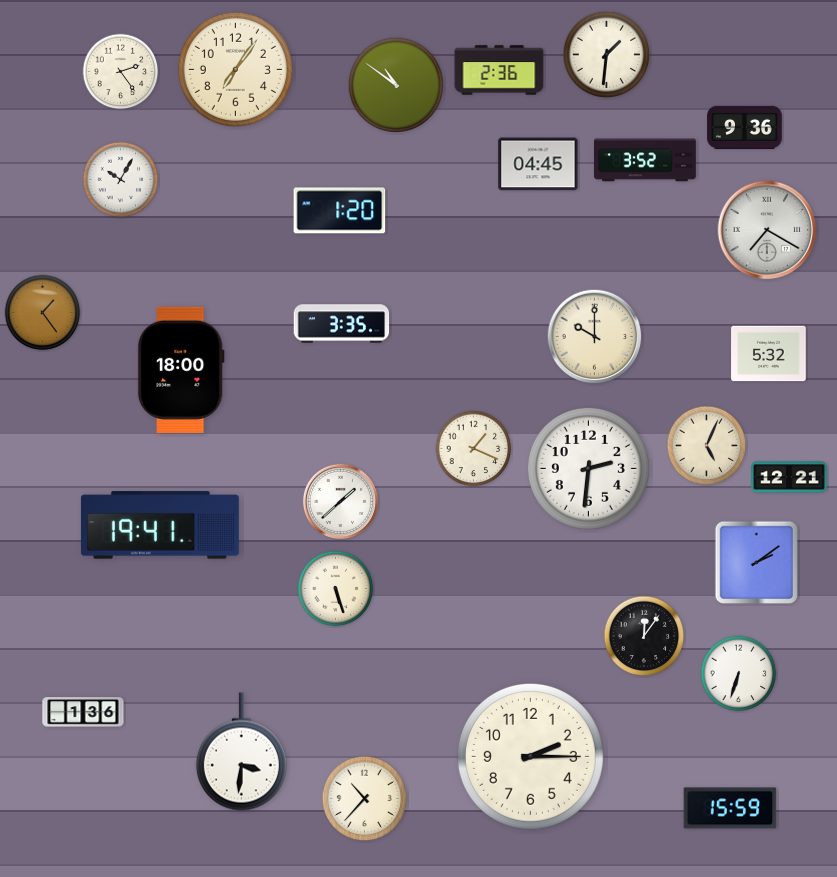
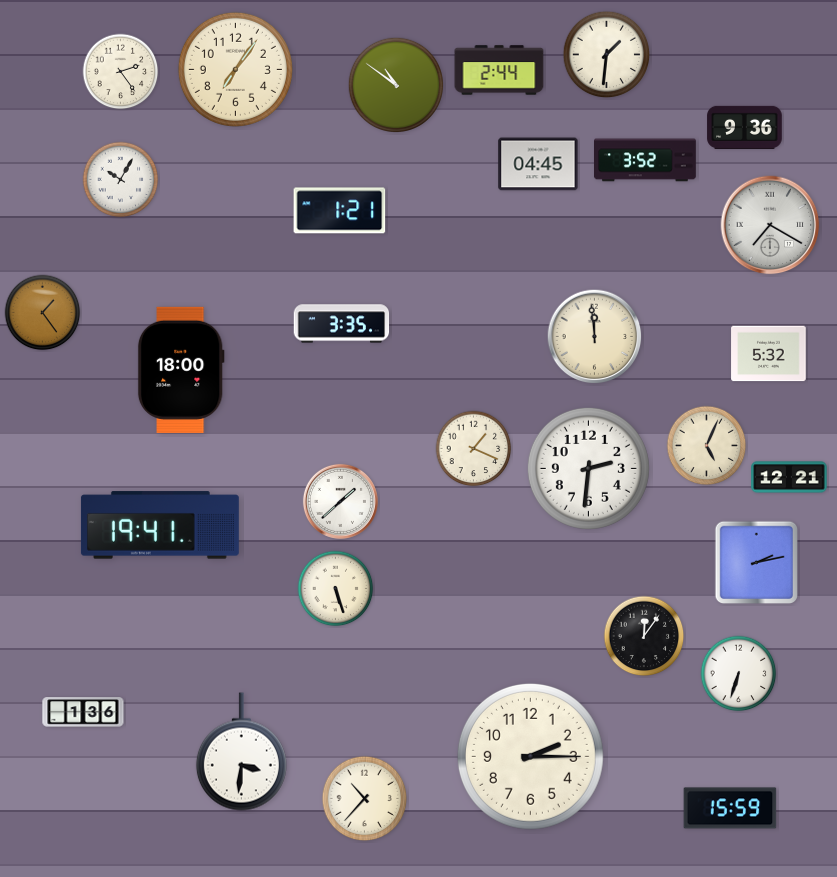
clock at (499, 70): 2:36 -> 2:44
clock at (340, 211): 1:20 -> 1:21
clock at (767, 230) position: (767, 230) -> (770, 225)
clock at (595, 337): 10:00 -> 11:59
clock at (757, 563): 2:09 -> 2:13
